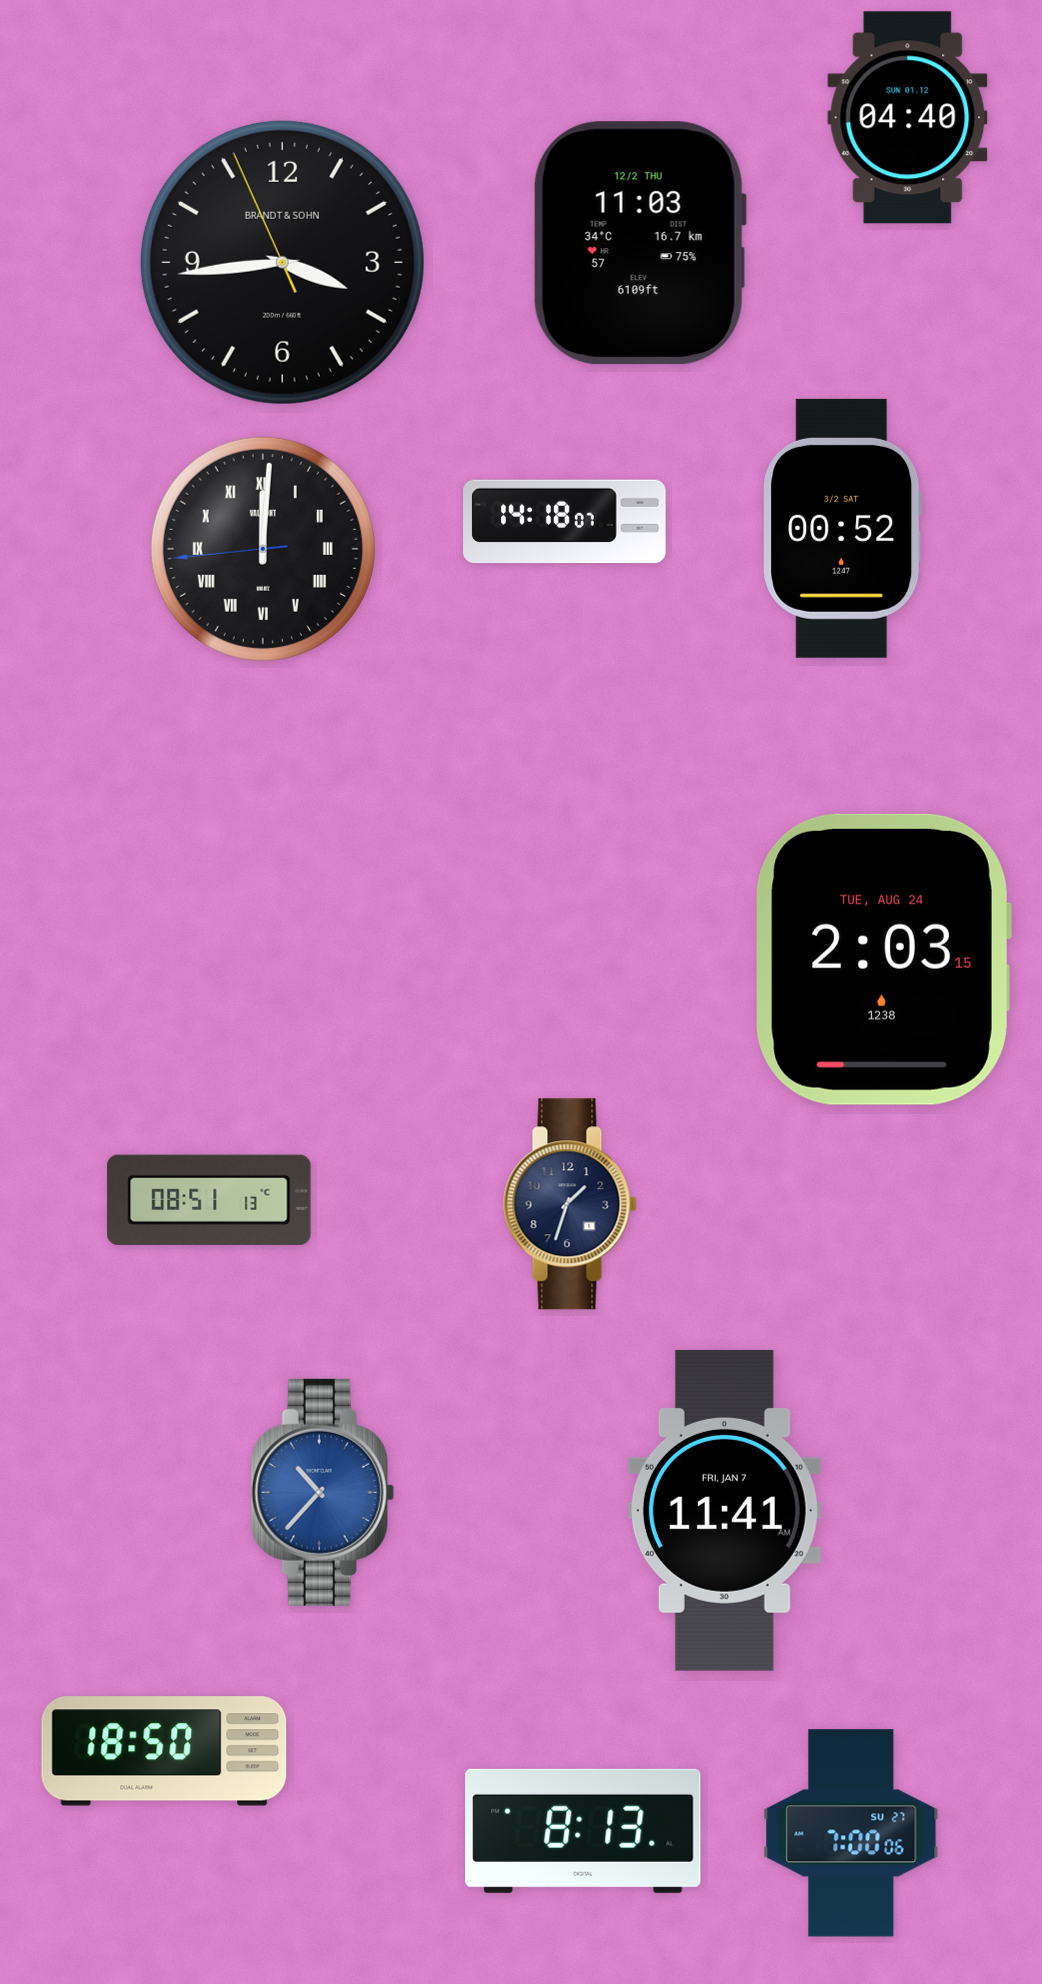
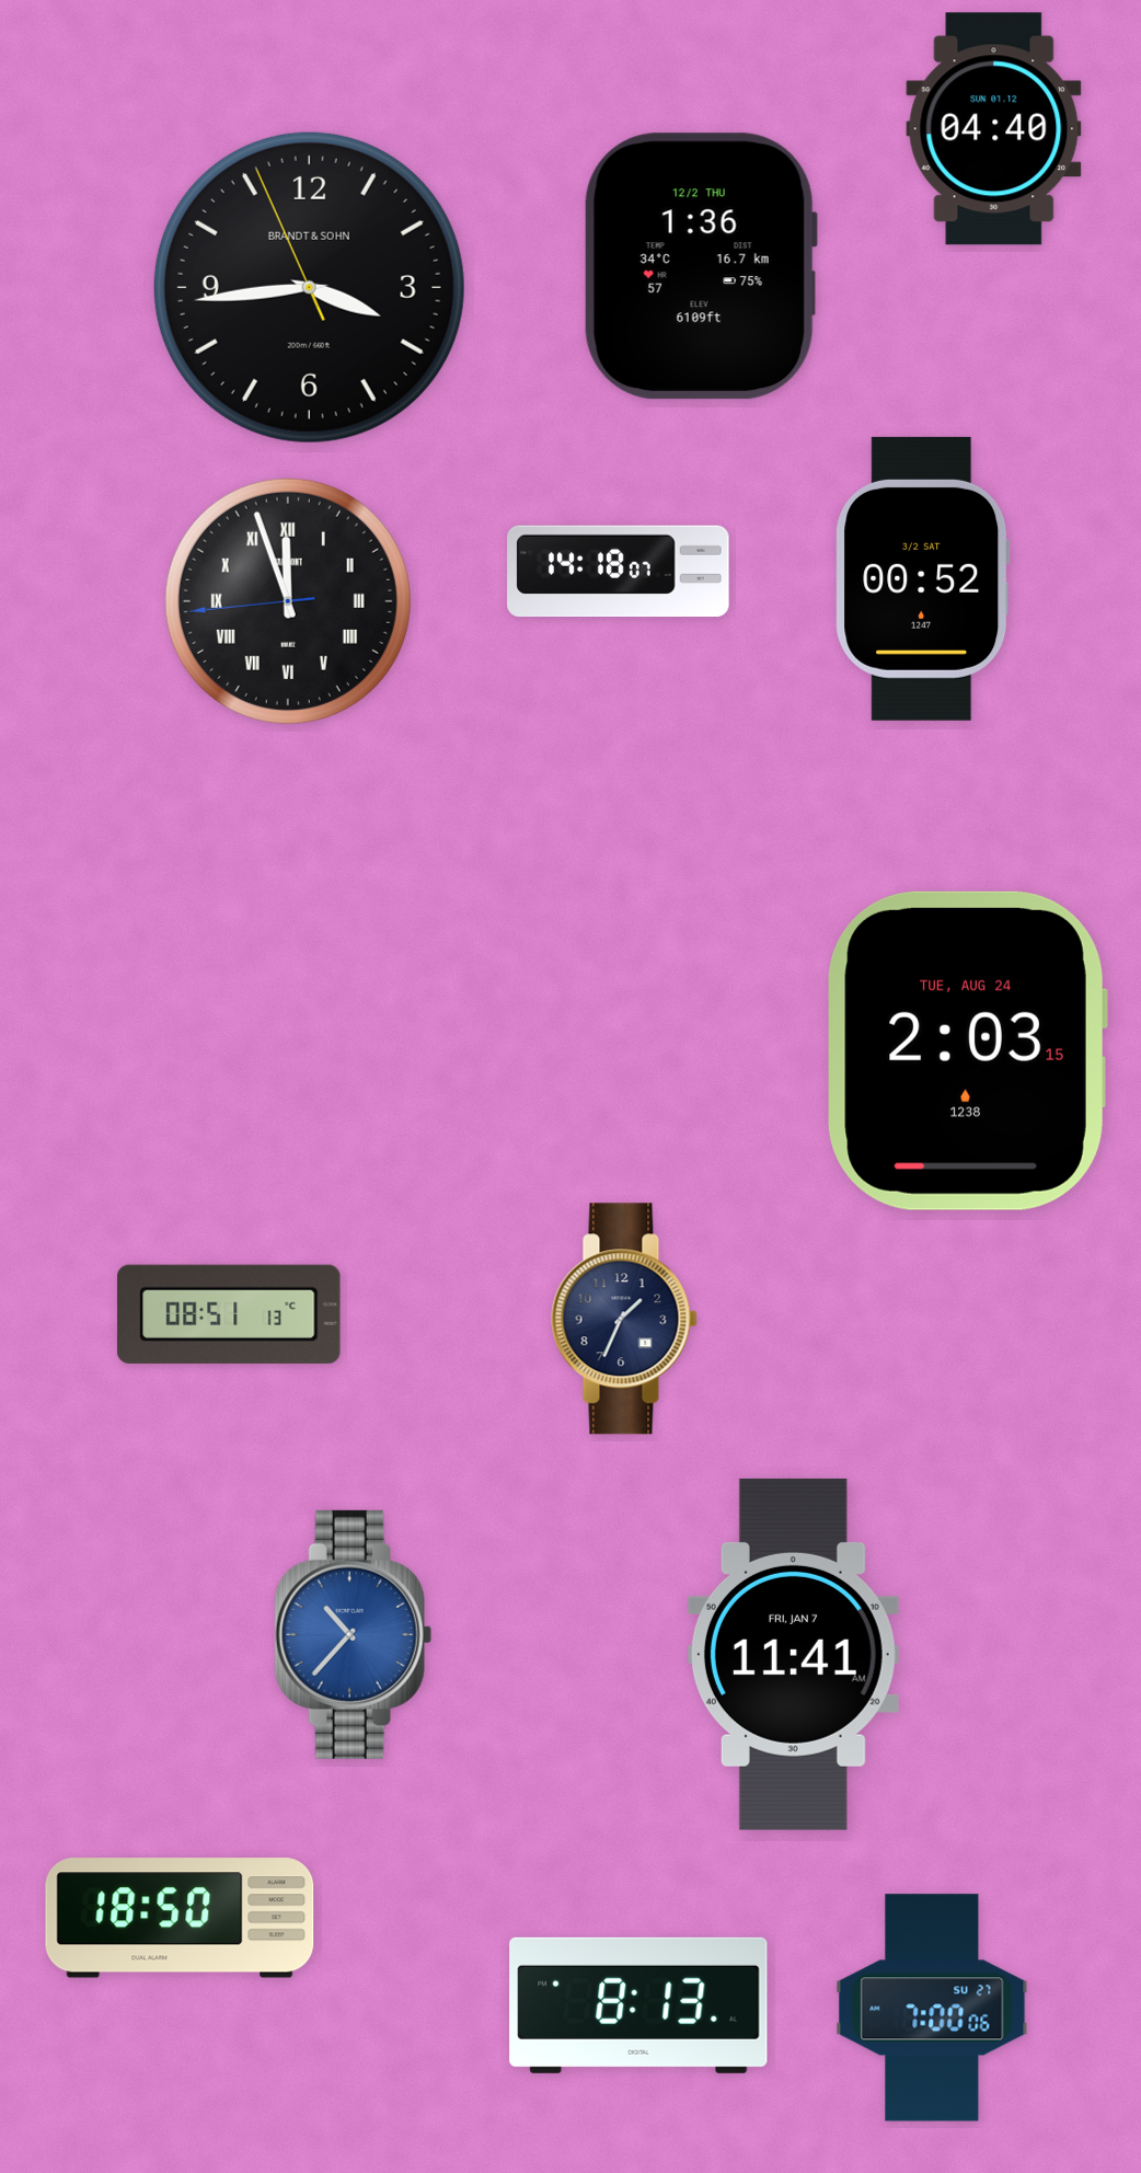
clock at (640, 243): 11:03 -> 1:36
clock at (263, 549): 12:00 -> 11:56
clock at (570, 1204): 1:33 -> 1:34
